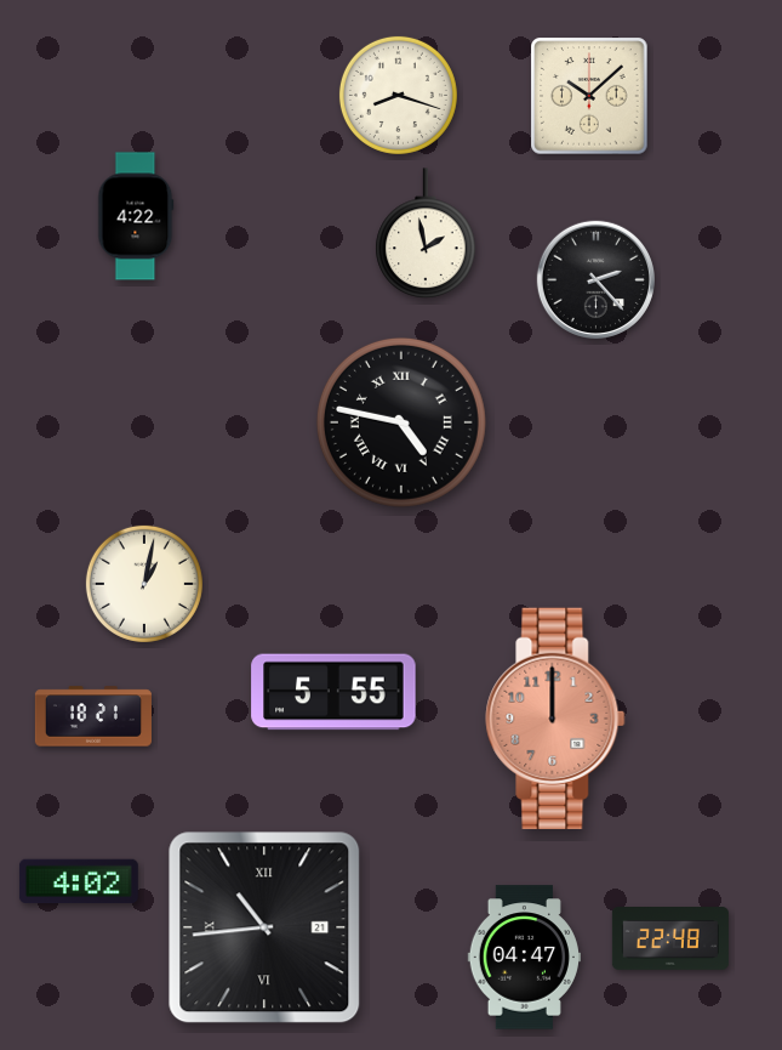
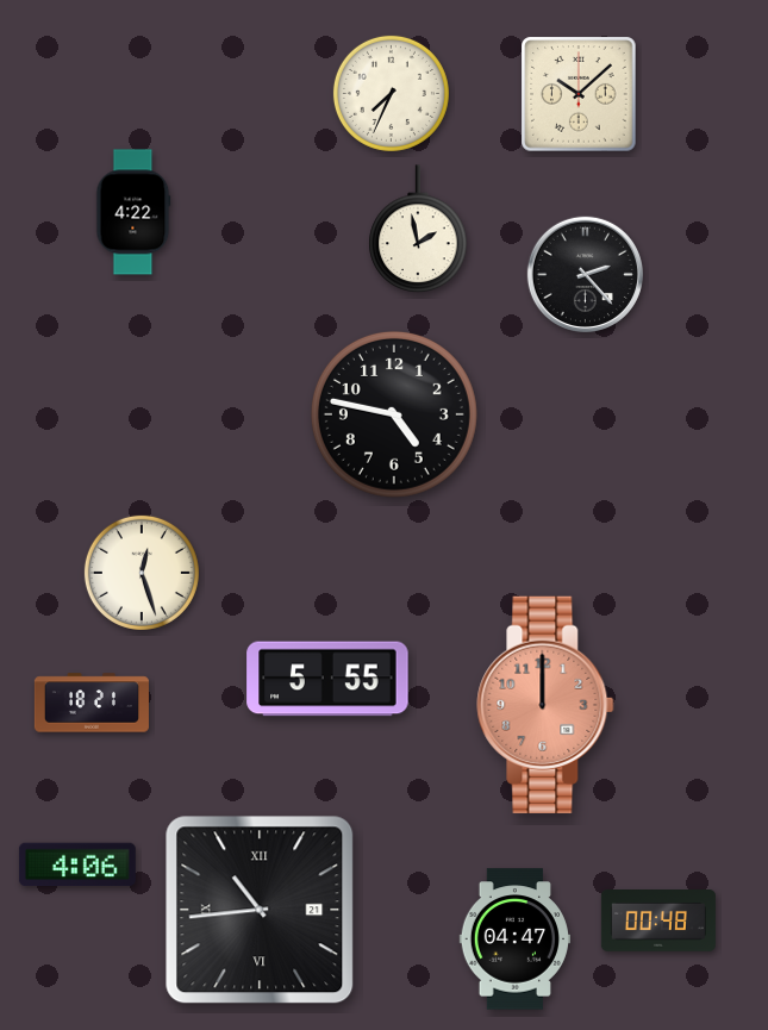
clock at (398, 95): 8:18 -> 7:34
clock at (401, 422) numerals: Roman -> Arabic
clock at (144, 584): 1:02 -> 12:27
clock at (79, 881): 4:02 -> 4:06
clock at (670, 940): 22:48 -> 00:48
